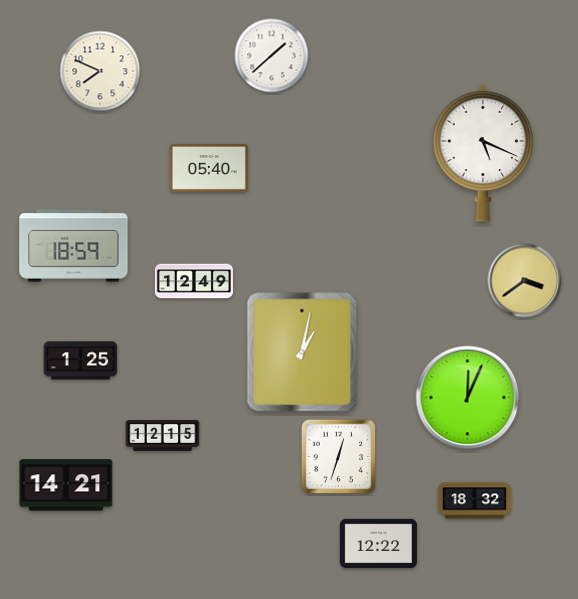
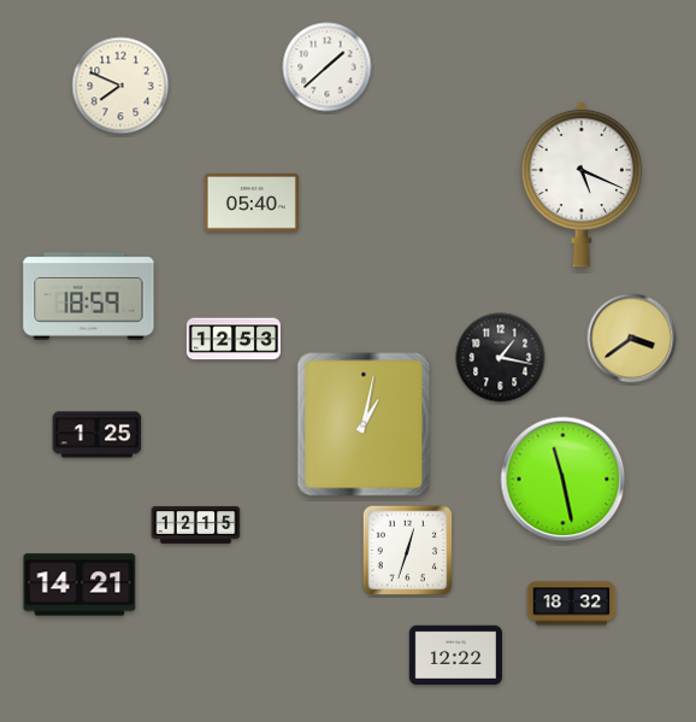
clock at (194, 281): 12:49 -> 12:53
clock at (501, 358): none -> 1:17
clock at (468, 398): 12:04 -> 11:28
